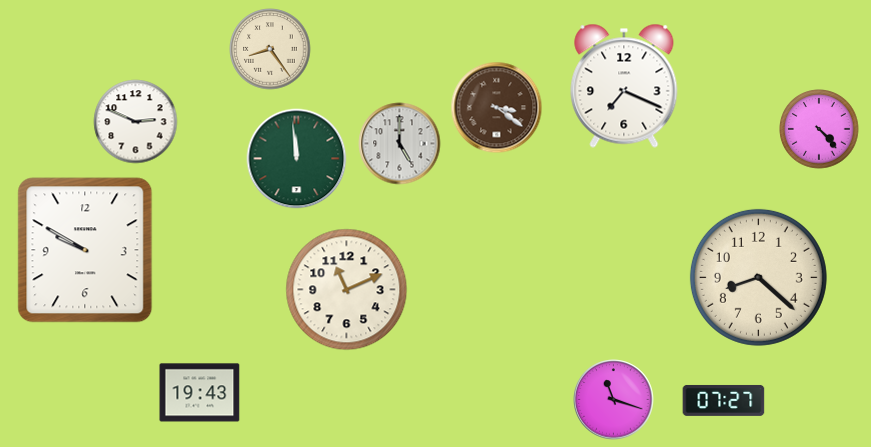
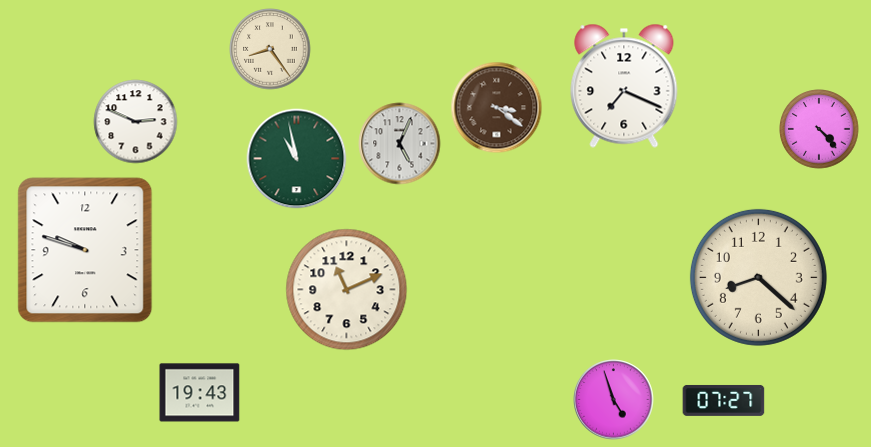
clock at (400, 144): 5:00 -> 5:04
clock at (297, 159): 11:59 -> 10:58
clock at (85, 250): 9:50 -> 9:48
clock at (614, 400): 11:18 -> 4:57
